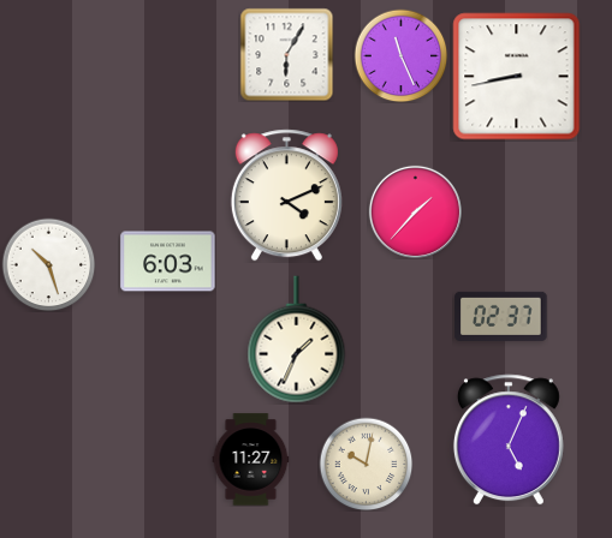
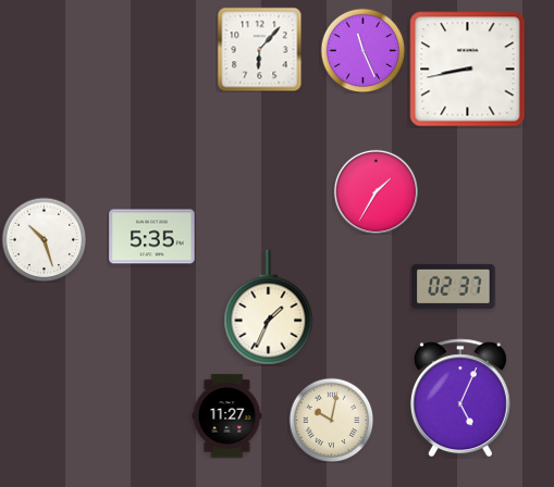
clock at (286, 54): 6:05 -> 6:07
clock at (286, 196): 4:11 -> none
clock at (415, 211): 1:37 -> 1:35
clock at (168, 262): 6:03 -> 5:35
